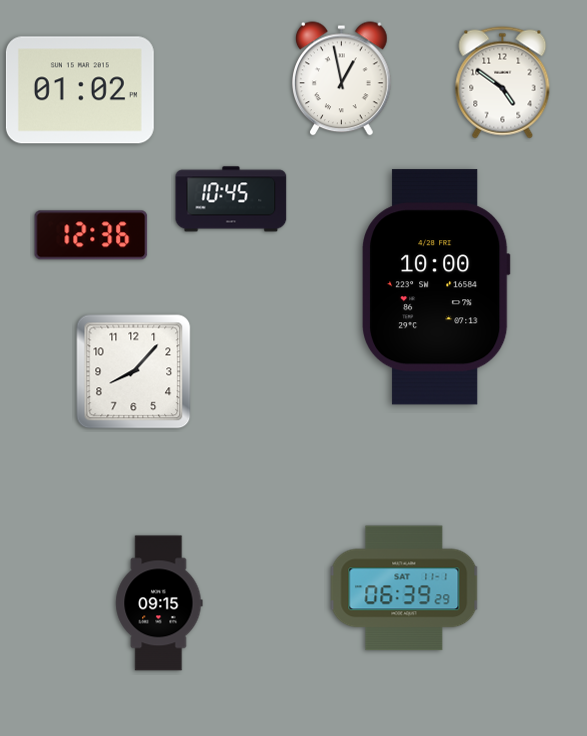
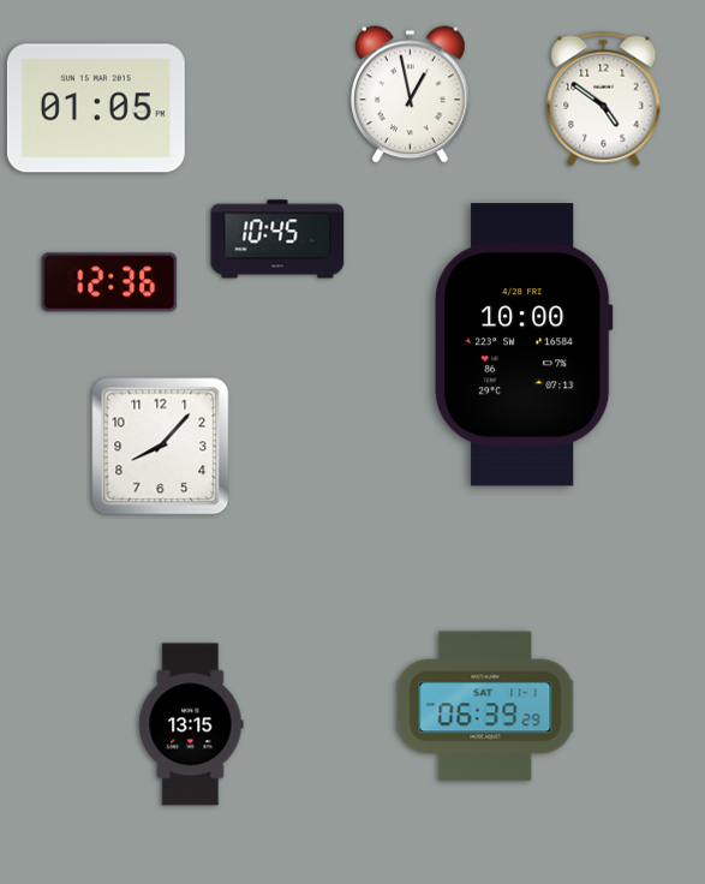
clock at (80, 90): 01:02 -> 01:05
clock at (159, 603): 09:15 -> 13:15
